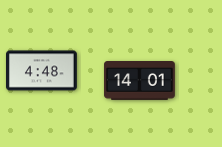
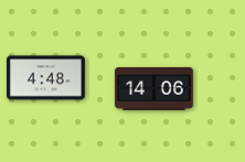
clock at (140, 81): 14:01 -> 14:06
